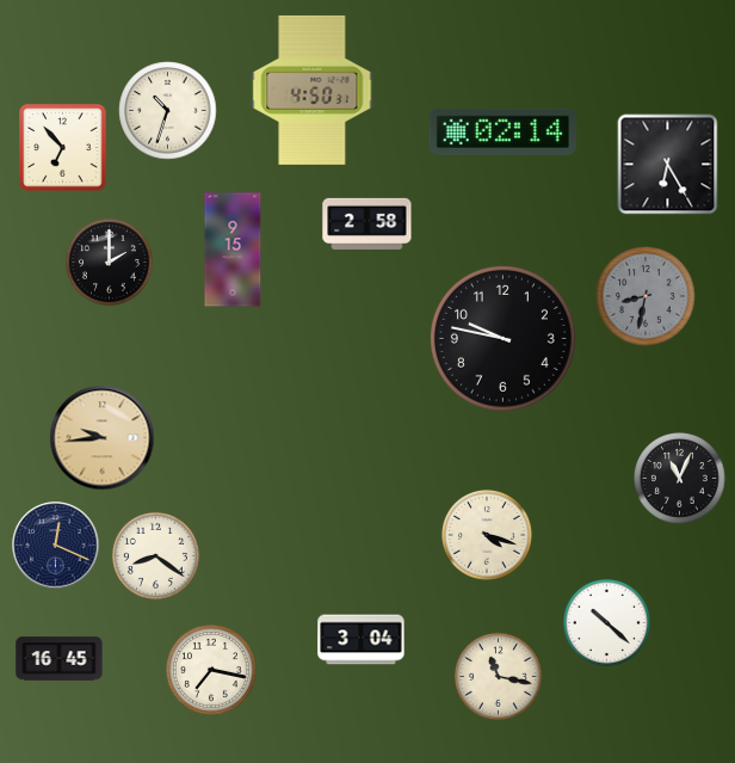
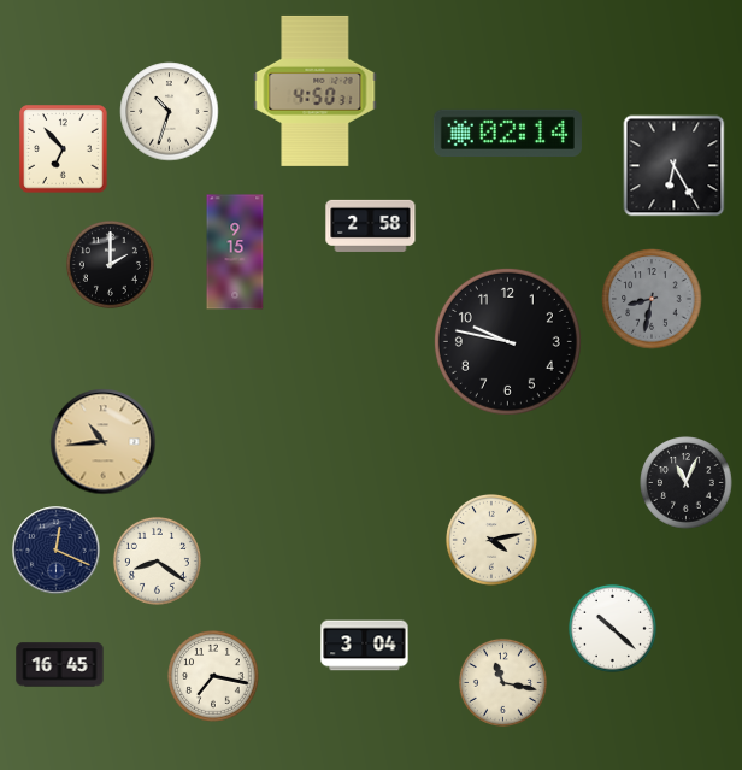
clock at (103, 438): 9:44 -> 10:44
clock at (488, 536): 4:18 -> 4:13
